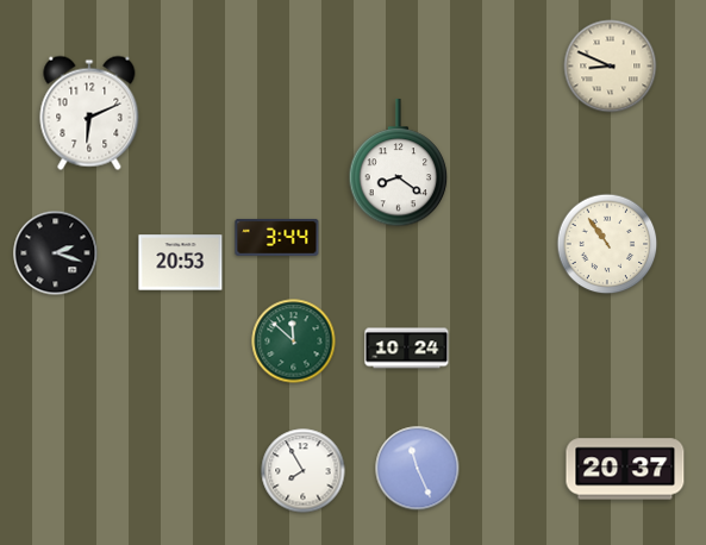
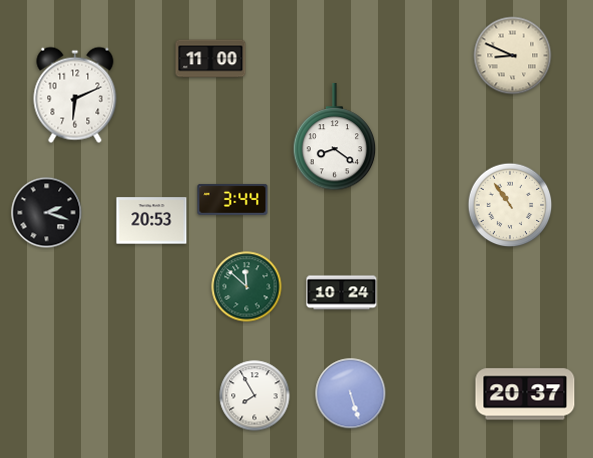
clock at (211, 59): none -> 11:00
clock at (418, 469): 11:26 -> 5:27
